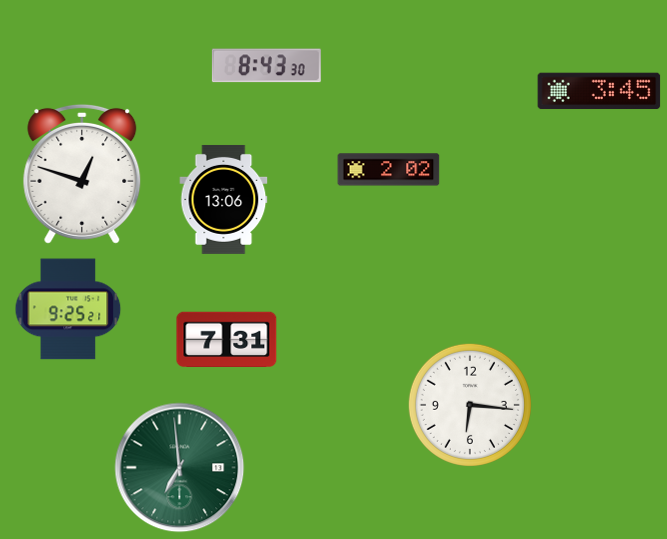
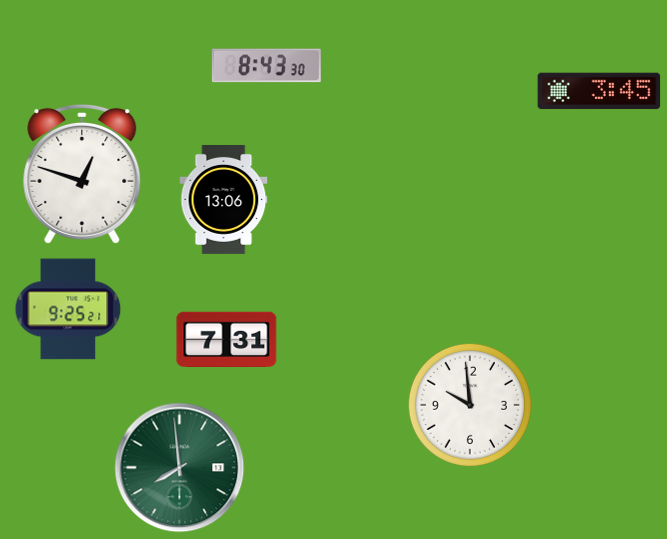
clock at (389, 170): 2:02 -> none
clock at (470, 405): 6:16 -> 9:59
clock at (180, 468): 6:59 -> 7:59
